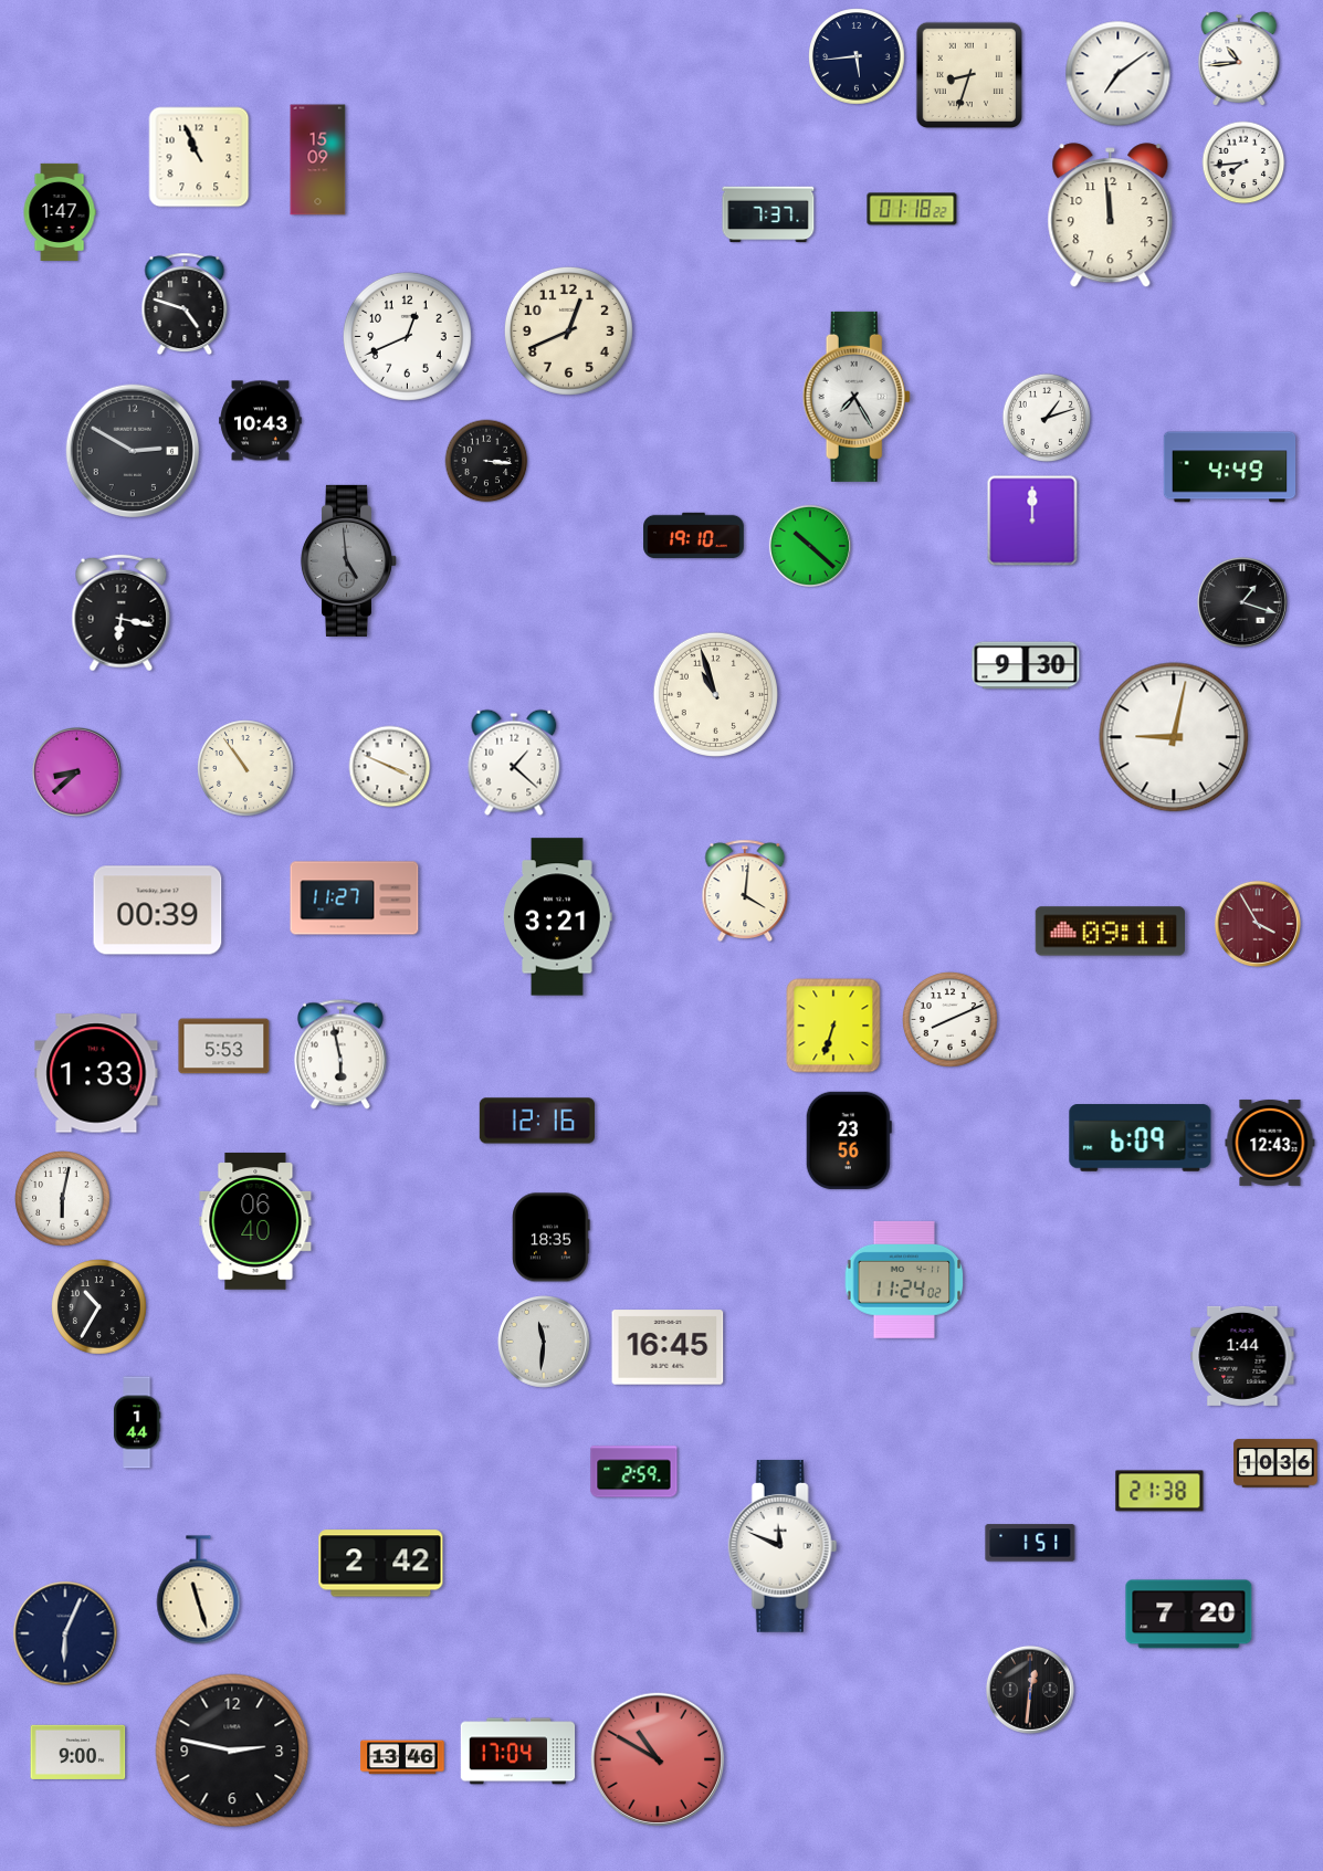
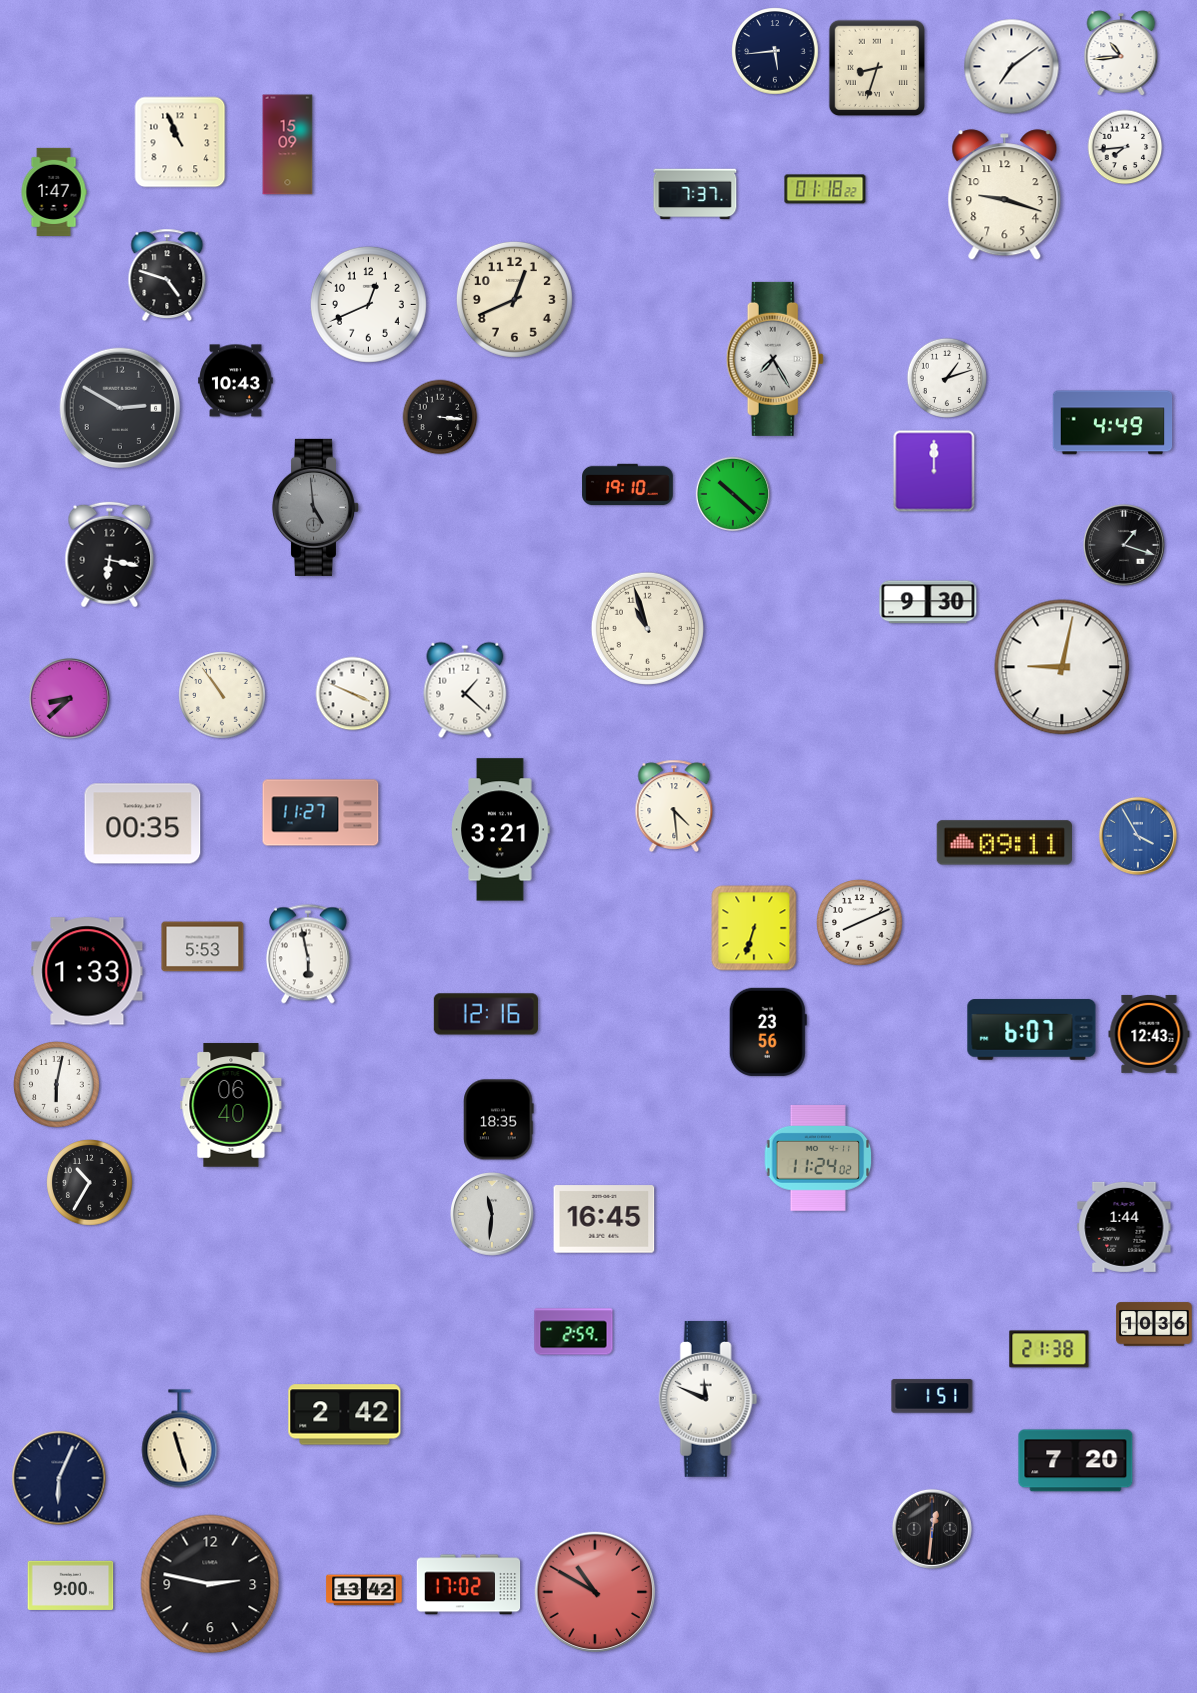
clock at (1111, 216): 11:59 -> 9:18
clock at (745, 890): 4:01 -> 4:29
clock at (158, 911): 00:39 -> 00:35
clock at (558, 917) position: (558, 917) -> (501, 830)
clock at (1258, 924) dial: burgundy -> blue
clock at (1141, 1138): 6:09 -> 6:07
clock at (137, 1422): 1:44 -> none
clock at (518, 1752): 17:04 -> 17:02
clock at (402, 1757): 13:46 -> 13:42
